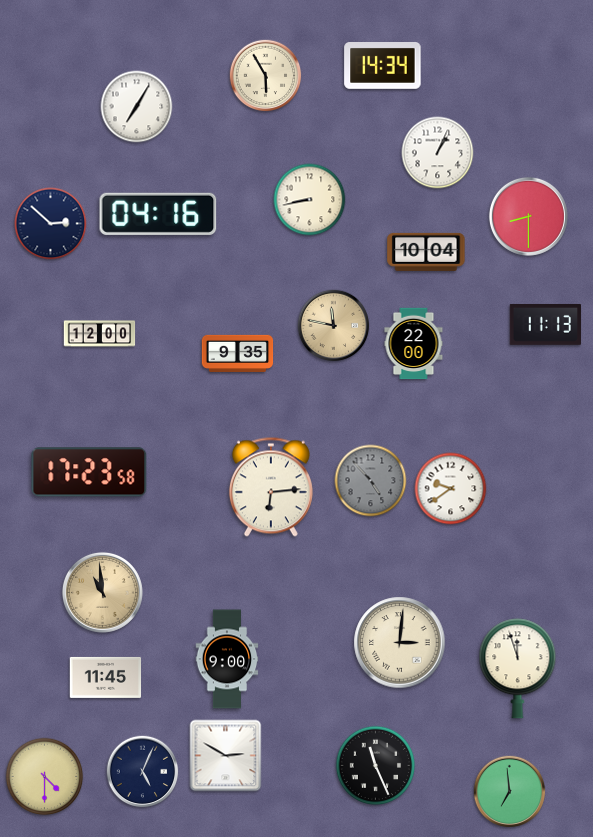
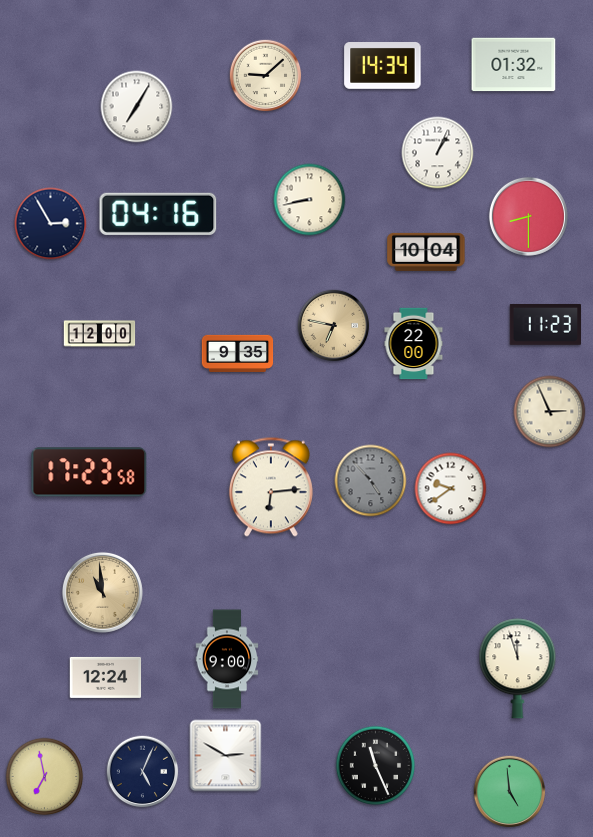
clock at (514, 65): none -> 01:32
clock at (266, 76): 5:55 -> 9:08
clock at (51, 224): 2:52 -> 2:55
clock at (546, 324): 11:13 -> 11:23
clock at (334, 326): 11:47 -> 6:47
clock at (550, 412): none -> 2:56
clock at (400, 643): 3:01 -> none
clock at (106, 677): 11:45 -> 12:24
clock at (45, 777): 4:30 -> 6:58
clock at (510, 792): 6:59 -> 4:59
